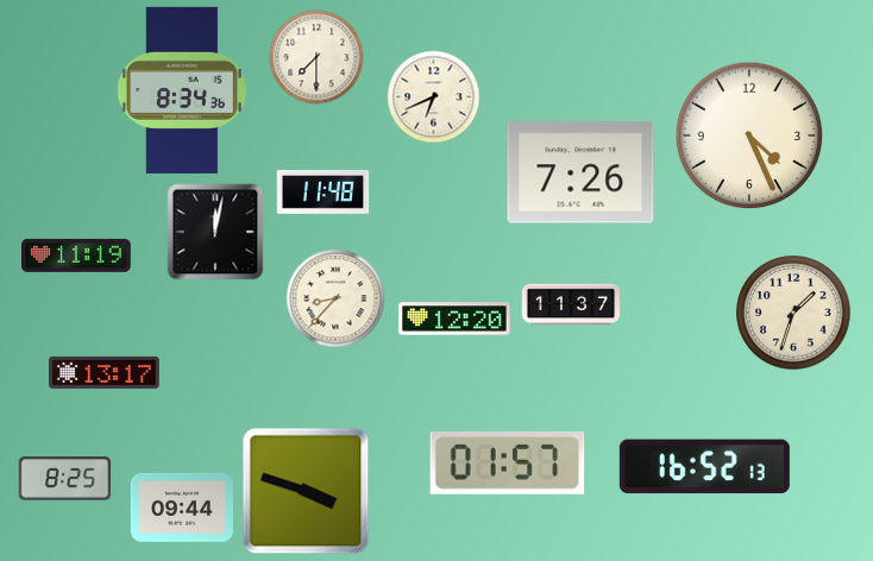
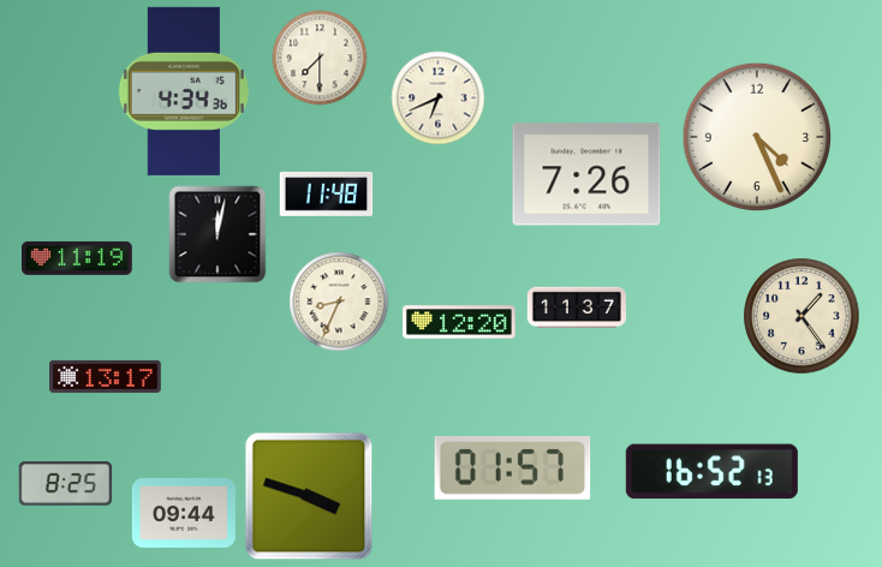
clock at (182, 90): 8:34 -> 4:34
clock at (335, 298): 8:37 -> 8:34
clock at (793, 313): 1:33 -> 1:24
